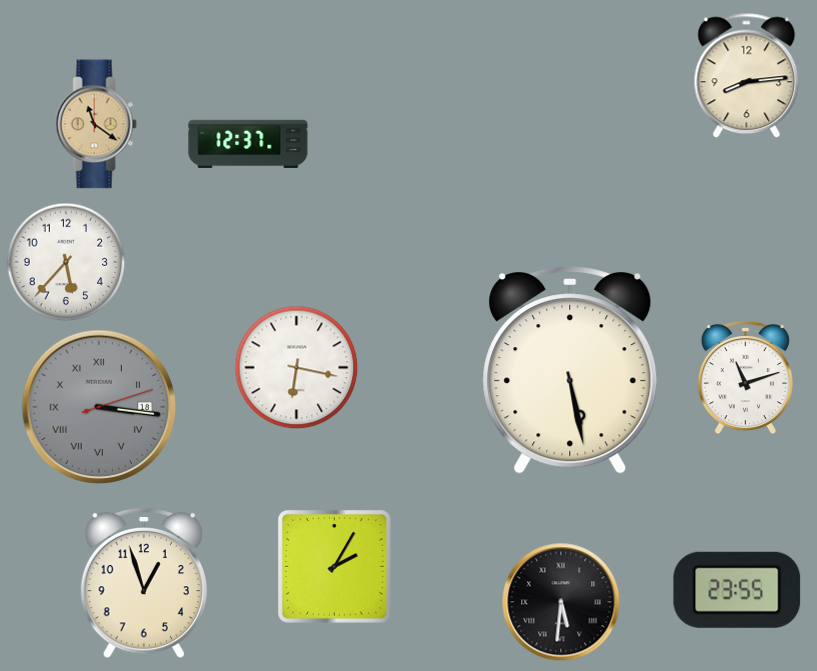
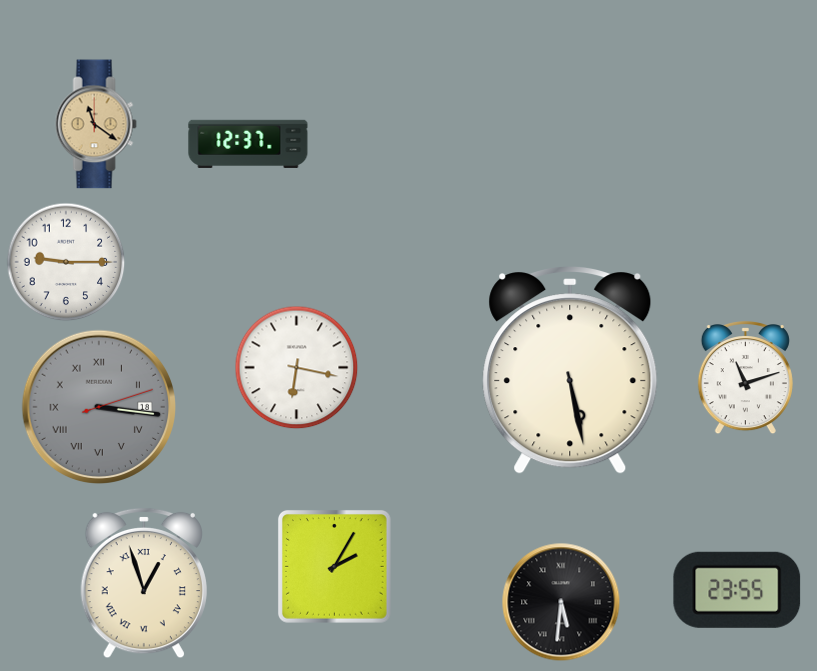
clock at (747, 76): 8:14 -> none
clock at (66, 262): 5:37 -> 9:15
clock at (144, 583) numerals: Arabic -> Roman
